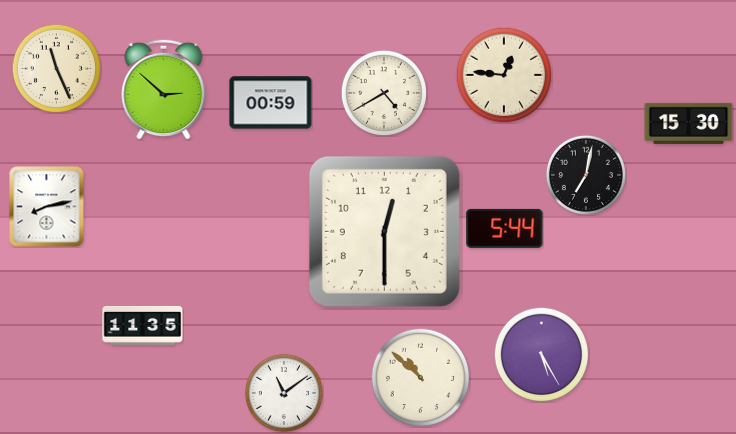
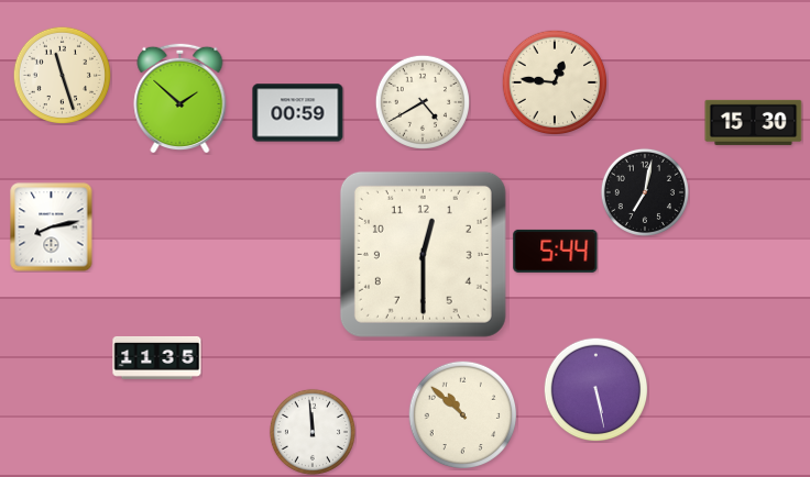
clock at (56, 68): 11:26 -> 11:27
clock at (164, 89): 2:52 -> 1:52
clock at (689, 123) position: (689, 123) -> (754, 122)
clock at (541, 354): 5:25 -> 5:28
clock at (284, 393): 11:09 -> 11:59
